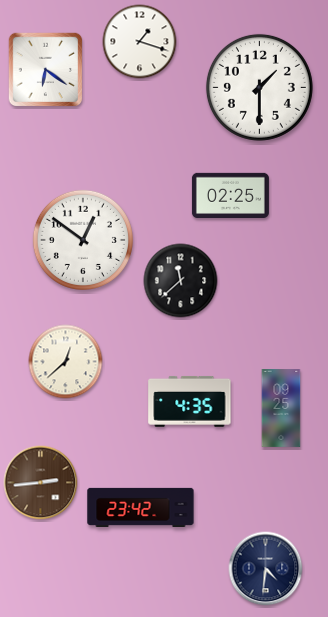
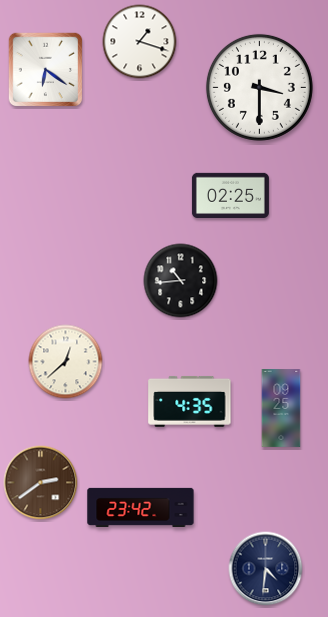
clock at (259, 87): 1:30 -> 3:30
clock at (83, 240): 12:51 -> none
clock at (181, 281): 11:38 -> 10:44
clock at (41, 483): 2:44 -> 2:39
